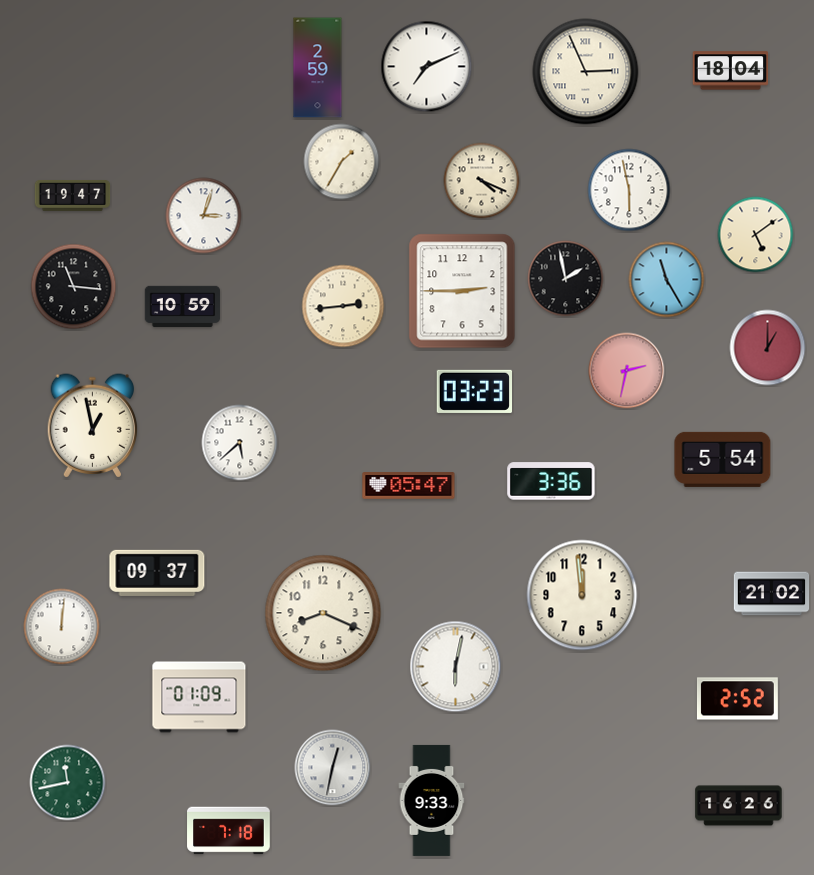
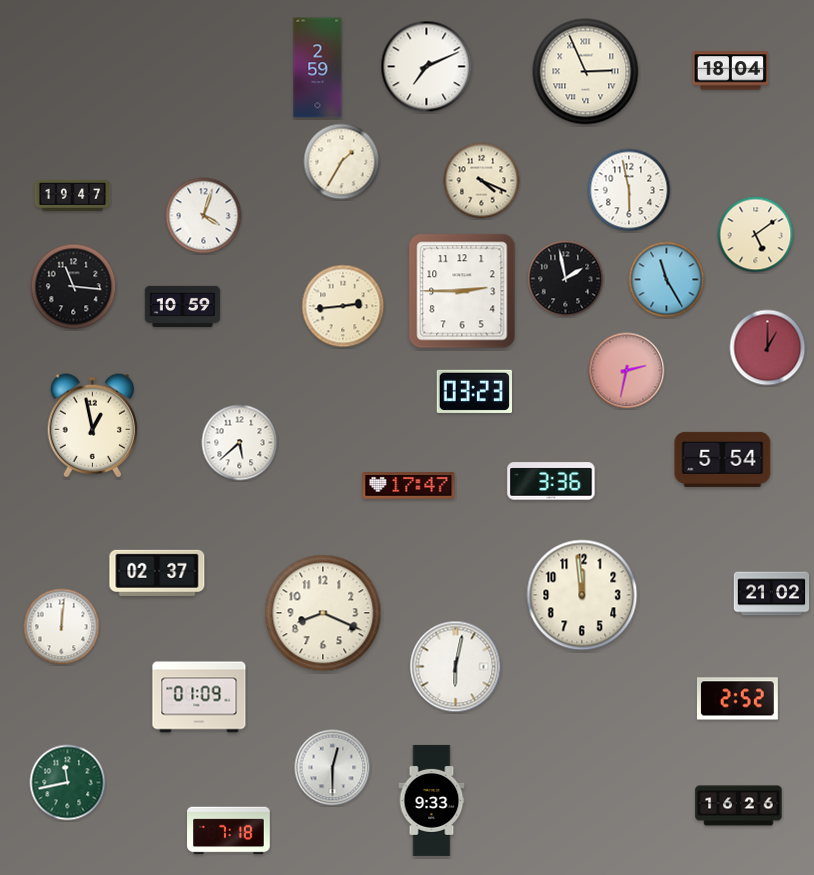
clock at (204, 216): 3:03 -> 4:03
clock at (409, 486): 05:47 -> 17:47
clock at (157, 573): 09:37 -> 02:37
clock at (333, 768): 12:32 -> 12:30
